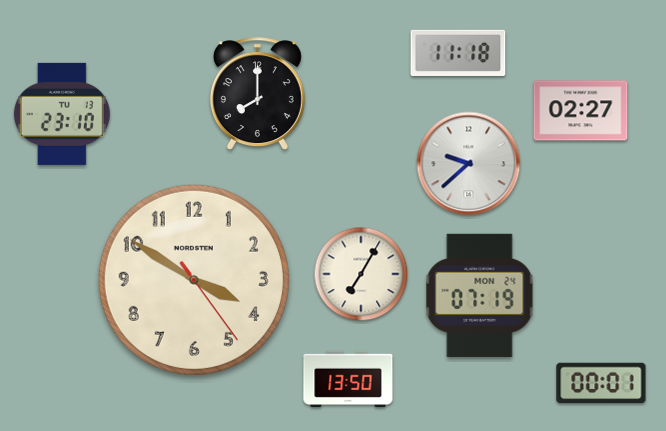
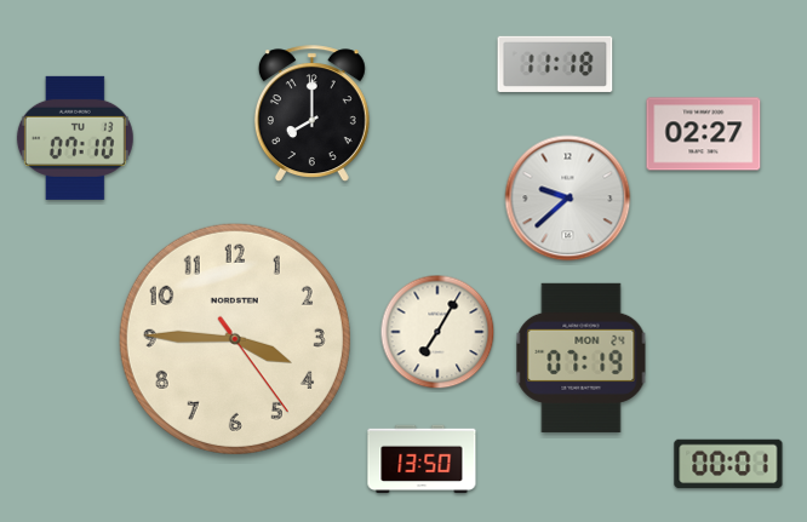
clock at (62, 114): 23:10 -> 07:10
clock at (194, 280): 3:50 -> 3:45
